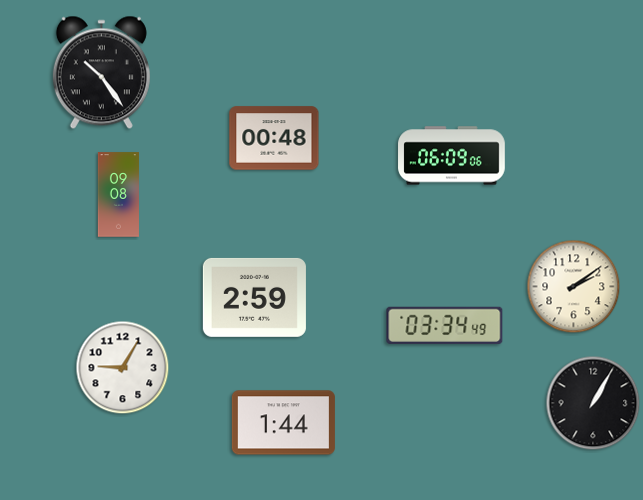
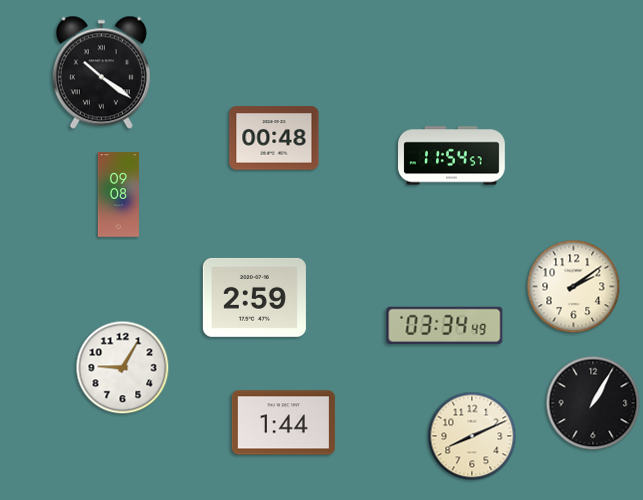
clock at (101, 73): 10:24 -> 10:21
clock at (452, 156): 06:09 -> 11:54
clock at (472, 436): none -> 8:11
